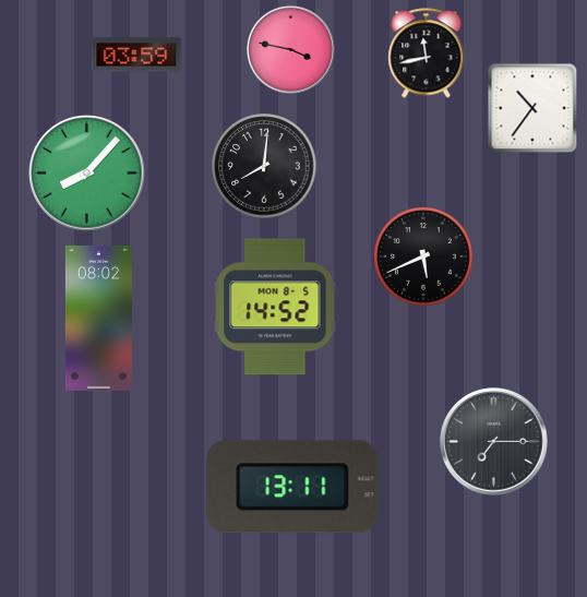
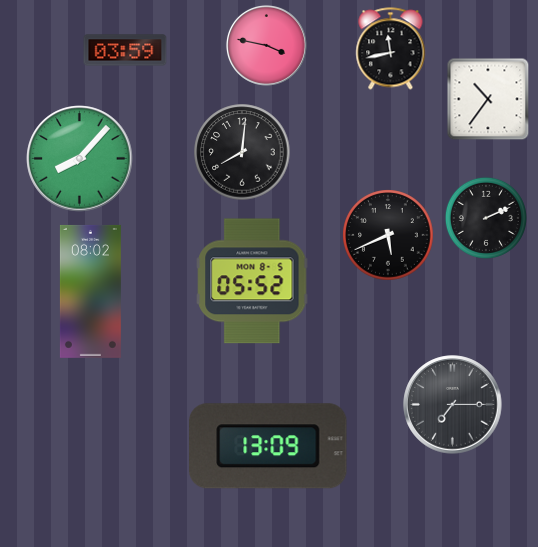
clock at (486, 218): none -> 2:11
clock at (275, 307): 14:52 -> 05:52
clock at (293, 487): 13:11 -> 13:09
